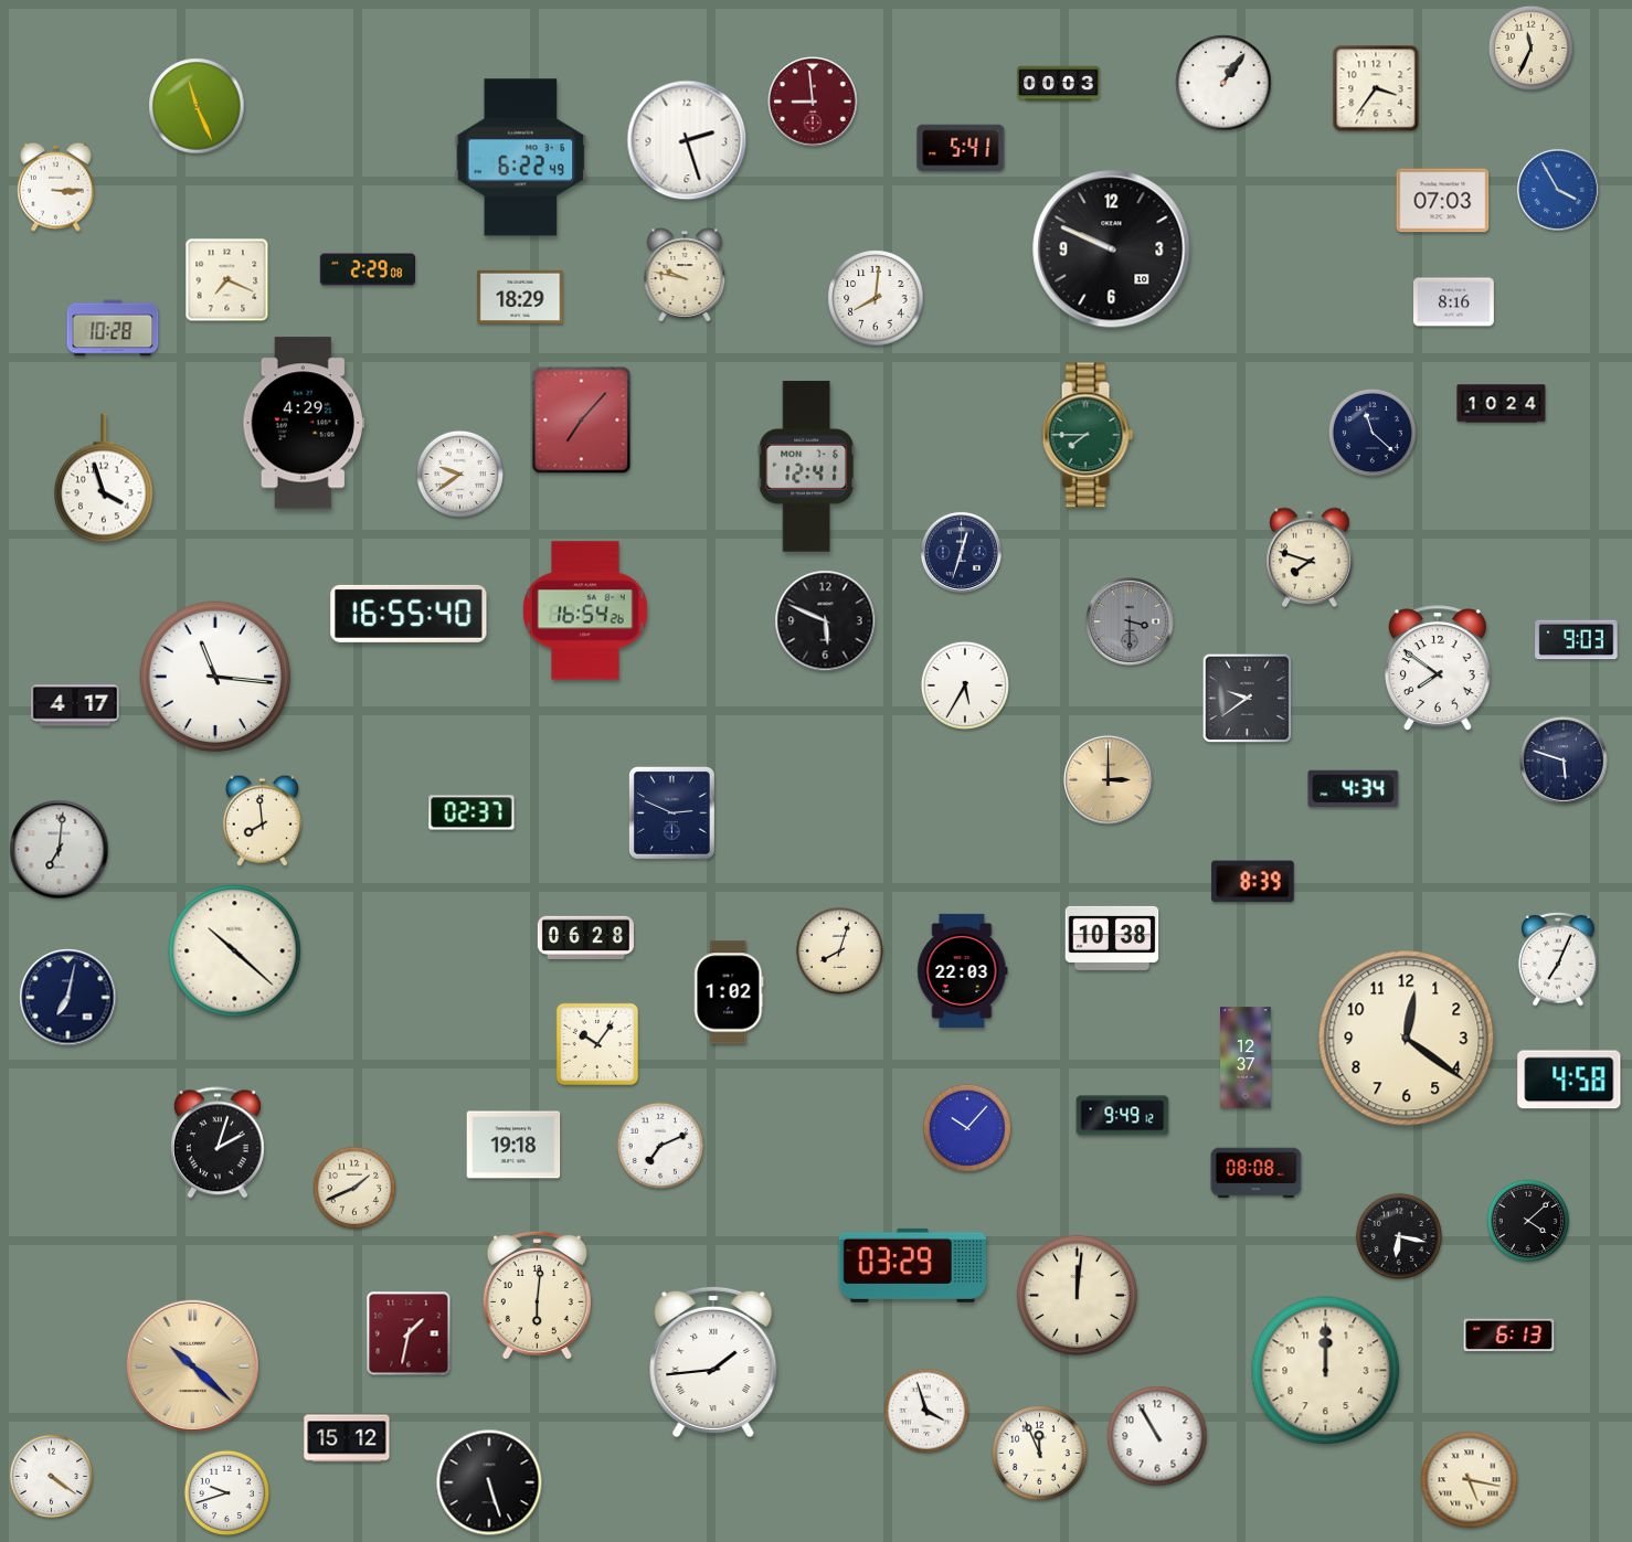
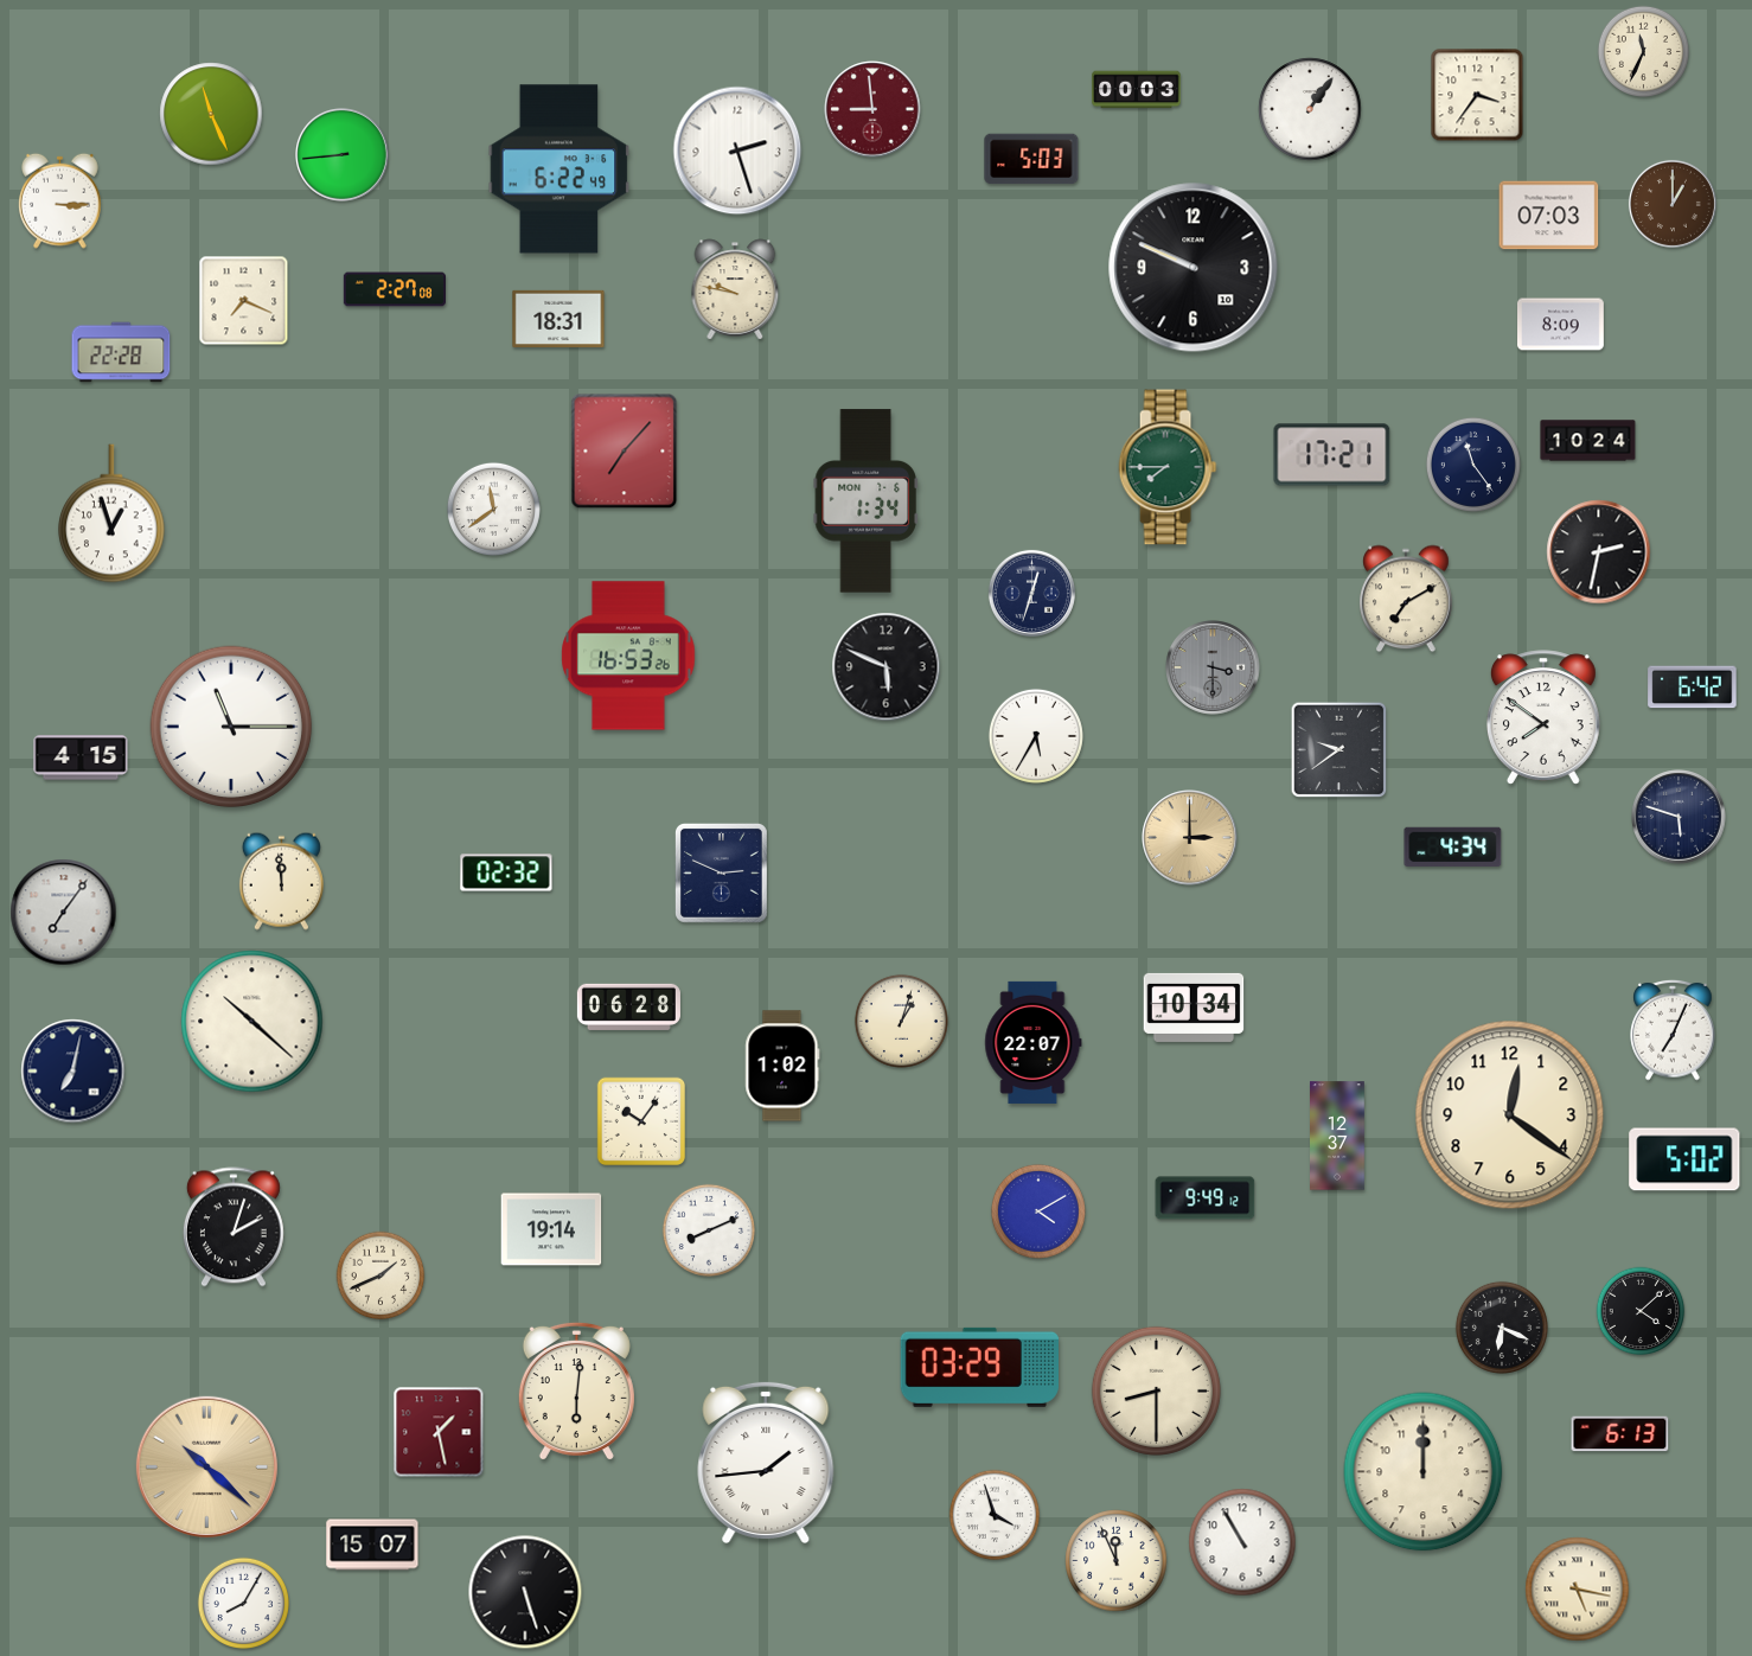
clock at (1223, 83) position: (1223, 83) -> (1310, 109)
clock at (343, 155): none -> 8:44
clock at (961, 148): 5:41 -> 5:03
clock at (1558, 190): 3:55 -> 1:00
clock at (1558, 190) dial: blue -> brown
clock at (367, 269): 2:29 -> 2:27
clock at (685, 275) position: (685, 275) -> (735, 289)
clock at (520, 296): 18:29 -> 18:31
clock at (876, 298): 8:01 -> none
clock at (1454, 302): 8:16 -> 8:09
clock at (113, 328): 10:28 -> 22:28
clock at (1502, 404) position: (1502, 404) -> (1588, 441)
clock at (304, 423): 4:29 -> none
clock at (1332, 455): none -> 17:21
clock at (1373, 433): 11:22 -> 11:24
clock at (806, 467): 12:41 -> 1:34
clock at (459, 474): 9:39 -> 11:39
clock at (105, 478): 3:57 -> 12:57
clock at (1599, 552): none -> 2:32
clock at (1310, 557): 7:48 -> 7:10
clock at (585, 610): 16:54 -> 16:53
clock at (409, 614): 16:55 -> none
clock at (1577, 640): 9:03 -> 6:42
clock at (215, 677): 11:16 -> 11:15
clock at (75, 705): 4:17 -> 4:15
clock at (471, 812): 02:37 -> 02:32
clock at (262, 820): 7:59 -> 11:59
clock at (60, 850): 7:01 -> 7:06
clock at (1253, 882): 8:39 -> none
clock at (1112, 938): 10:38 -> 10:34
clock at (839, 950): 8:03 -> 1:03
clock at (963, 970): 22:03 -> 22:07
clock at (1569, 1080): 4:58 -> 5:02
clock at (967, 1128): 10:07 -> 4:10
clock at (513, 1145): 19:18 -> 19:14
clock at (660, 1146): 7:11 -> 8:11
clock at (1257, 1173): 08:08 -> none
clock at (1399, 1236): 6:17 -> 6:19
clock at (912, 1265) position: (912, 1265) -> (979, 1367)
clock at (1077, 1295): 12:01 -> 8:30
clock at (409, 1333): 1:32 -> 1:28
clock at (347, 1438): 15:12 -> 15:07
clock at (52, 1477): 4:21 -> none
clock at (226, 1492): 9:42 -> 8:05
